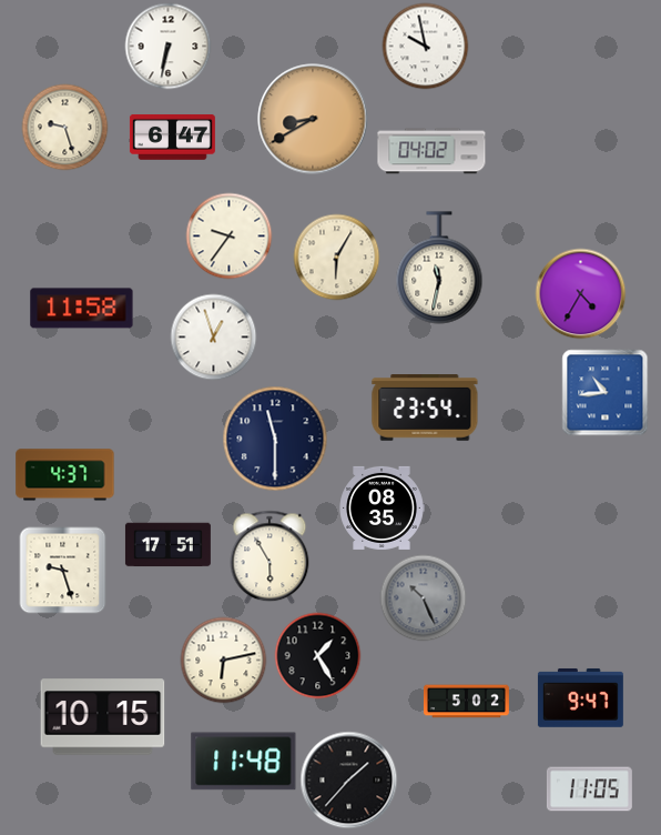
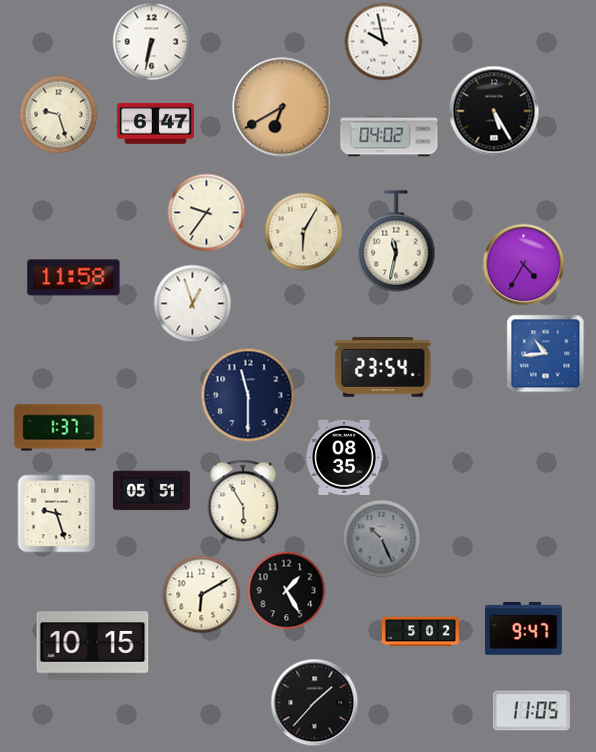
clock at (313, 119): 8:40 -> 6:40
clock at (494, 111): none -> 5:25
clock at (65, 475): 4:37 -> 1:37
clock at (167, 545): 17:51 -> 05:51
clock at (223, 660): 6:13 -> 6:10
clock at (244, 762): 11:48 -> none
